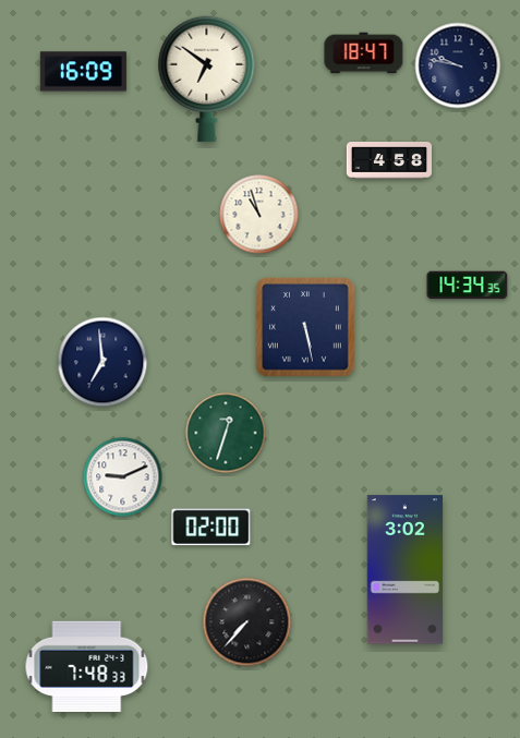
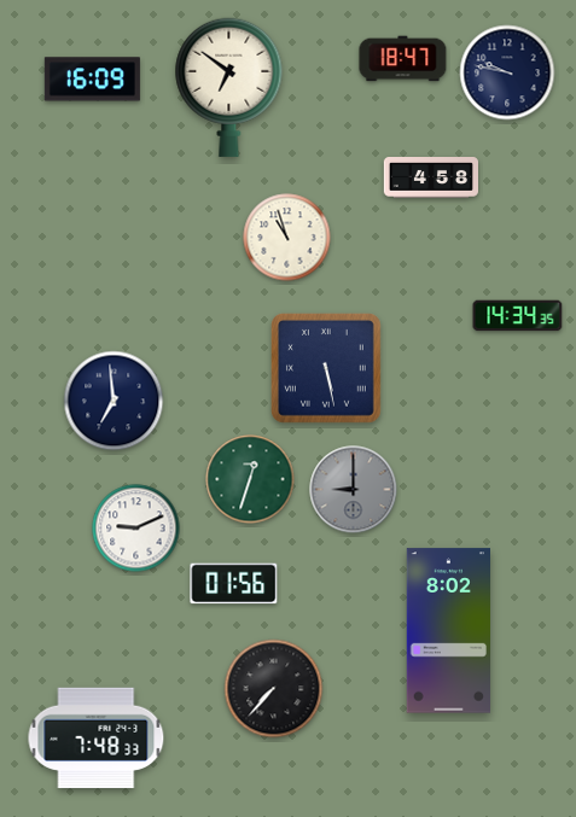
clock at (305, 327) position: (305, 327) -> (326, 368)
clock at (354, 490): none -> 9:00
clock at (211, 528): 02:00 -> 01:56
clock at (404, 570): 3:02 -> 8:02
